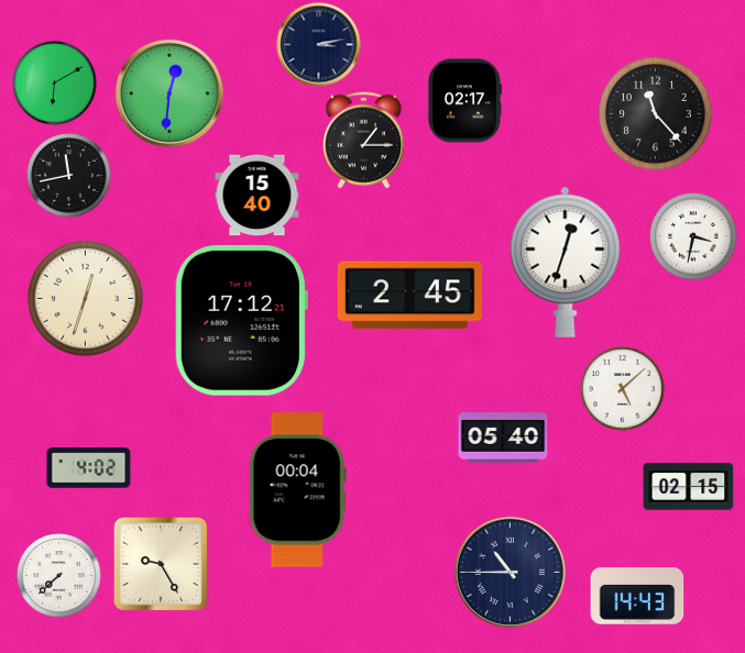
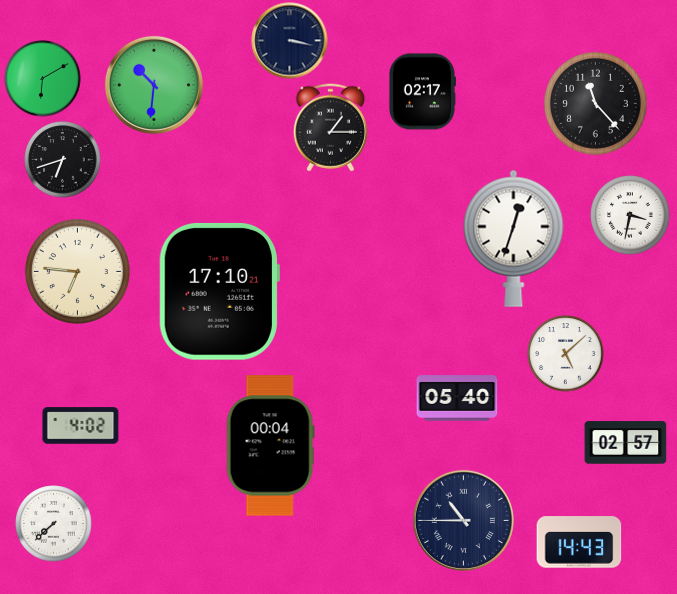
clock at (319, 45): 3:13 -> 3:17
clock at (55, 84) position: (55, 84) -> (43, 79)
clock at (169, 93): 12:31 -> 10:31
clock at (69, 176): 11:43 -> 6:42
clock at (258, 196): 15:40 -> none
clock at (409, 296): 2:45 -> none
clock at (85, 298): 12:33 -> 6:46
clock at (241, 320): 17:12 -> 17:10
clock at (689, 487): 02:15 -> 02:57
clock at (161, 564): 9:25 -> none
